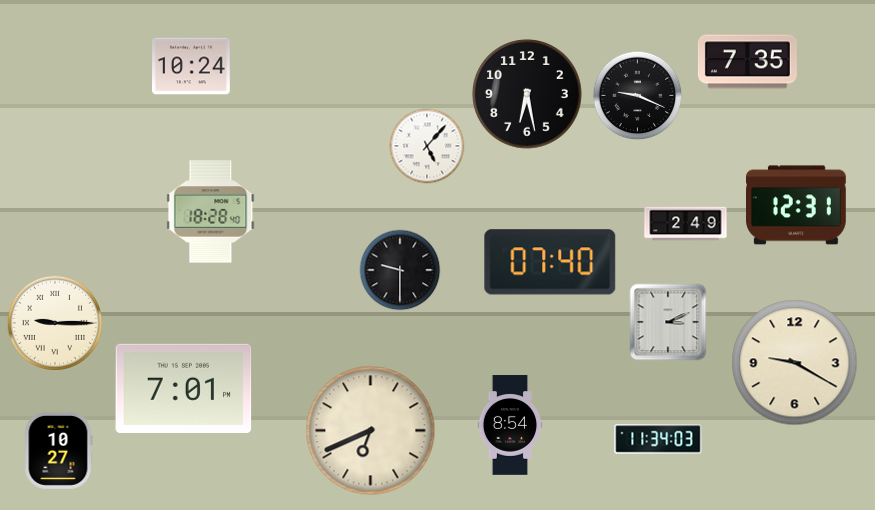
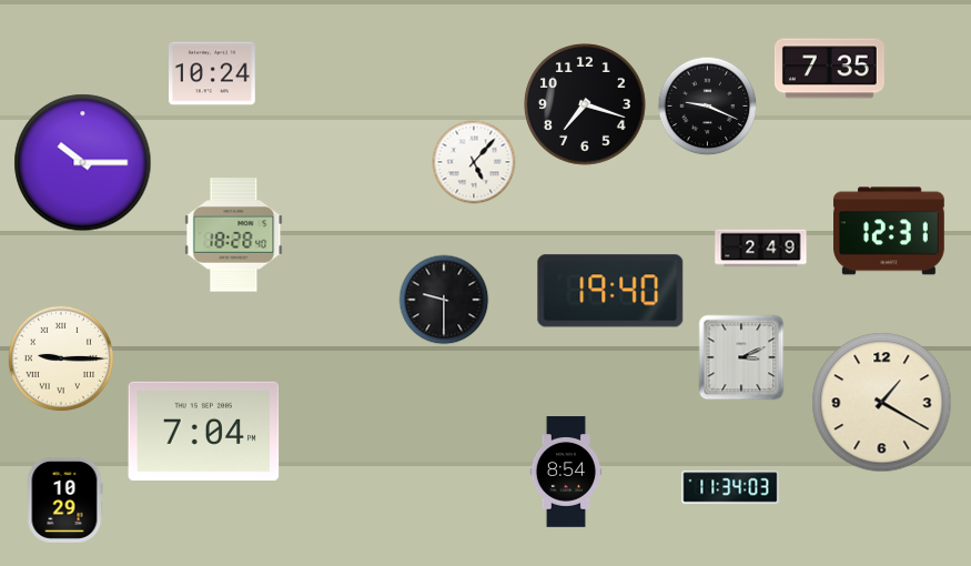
clock at (527, 94): 6:28 -> 7:18
clock at (83, 163): none -> 10:15
clock at (797, 205) position: (797, 205) -> (890, 231)
clock at (550, 262): 07:40 -> 19:40
clock at (795, 363): 9:20 -> 1:20
clock at (184, 388): 7:01 -> 7:04
clock at (371, 431): 6:41 -> none
clock at (58, 450): 10:27 -> 10:29
